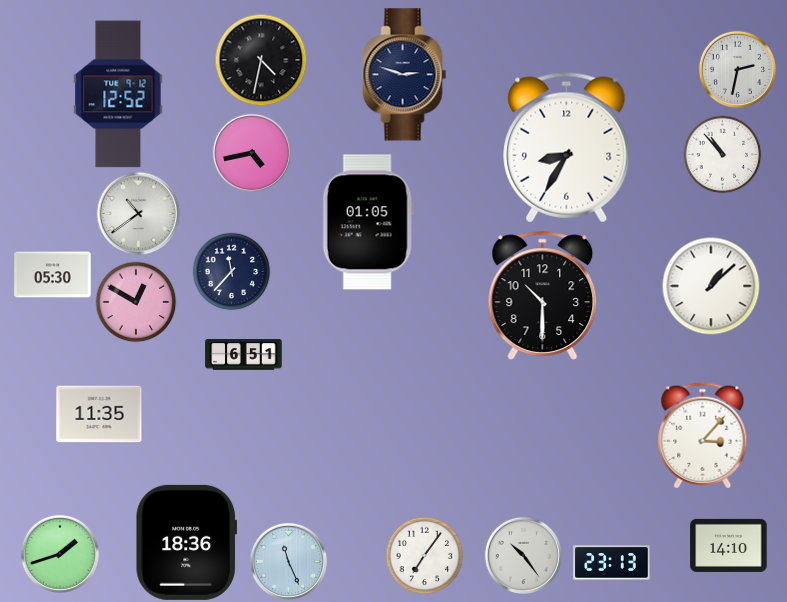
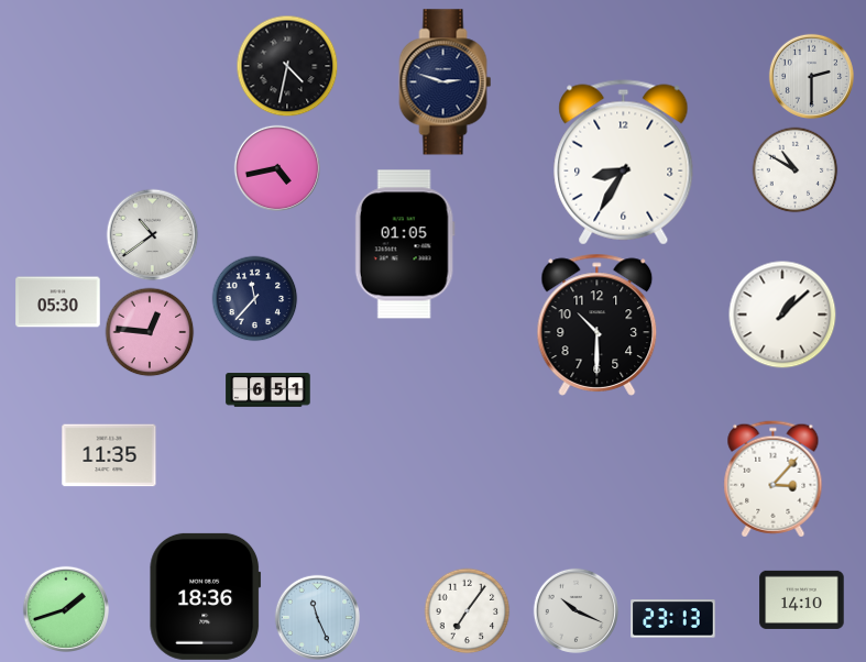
clock at (737, 69): 2:32 -> 2:30
clock at (118, 94): 12:52 -> none
clock at (722, 154): 10:53 -> 10:50
clock at (136, 302): 12:50 -> 12:46
clock at (523, 555): 10:24 -> 10:19
